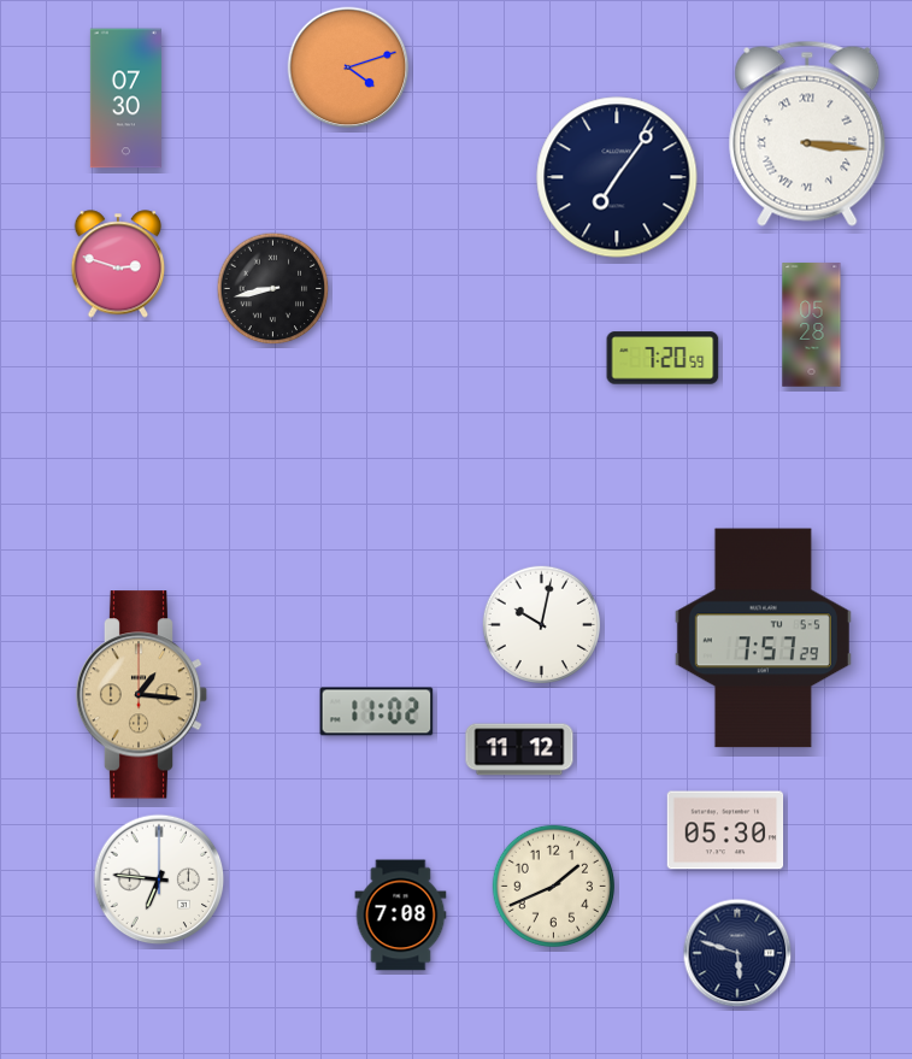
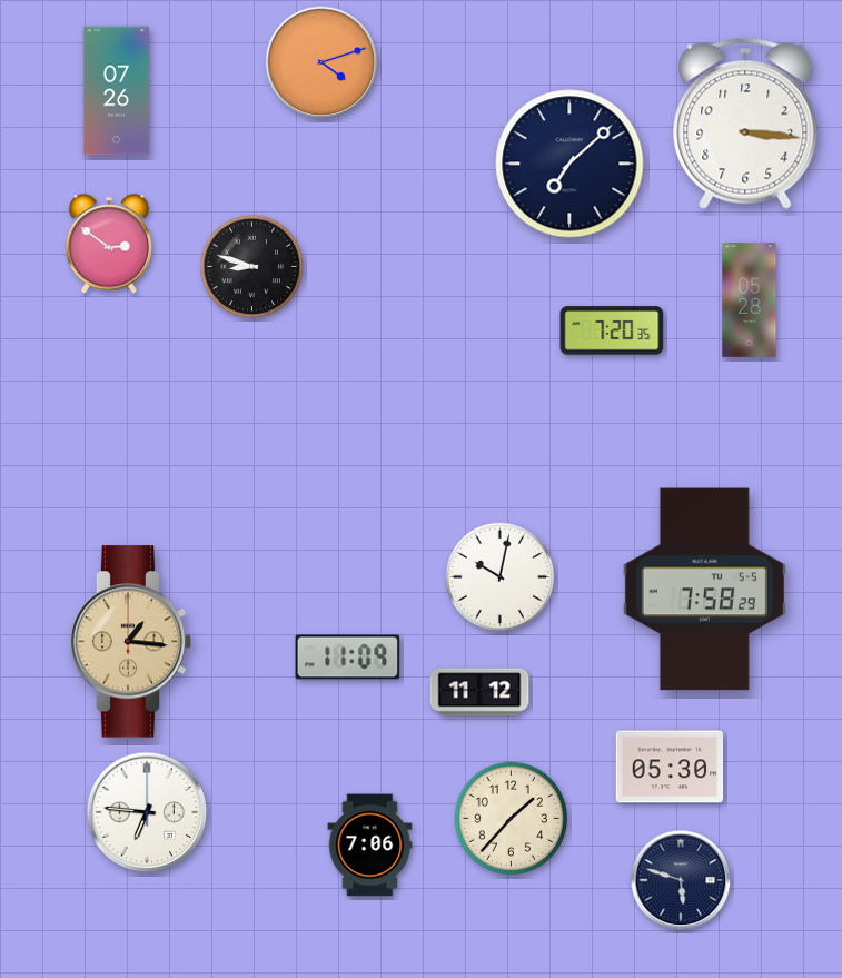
clock at (125, 99): 07:30 -> 07:26
clock at (807, 134) numerals: Roman -> Arabic
clock at (617, 177): 7:06 -> 7:08
clock at (118, 264): 2:48 -> 2:51
clock at (273, 289): 8:43 -> 8:48
clock at (663, 358): 7:20:59 -> 7:20:35
clock at (763, 639): 7:57 -> 7:58
clock at (377, 712): 11:02 -> 11:09
clock at (553, 886): 1:41 -> 1:37
clock at (401, 916): 7:08 -> 7:06
